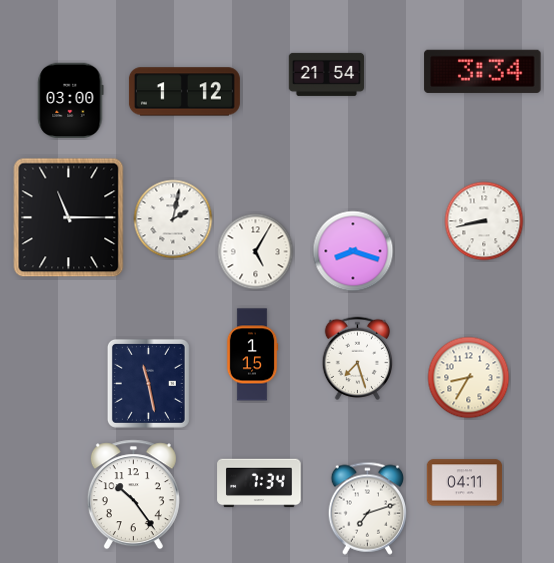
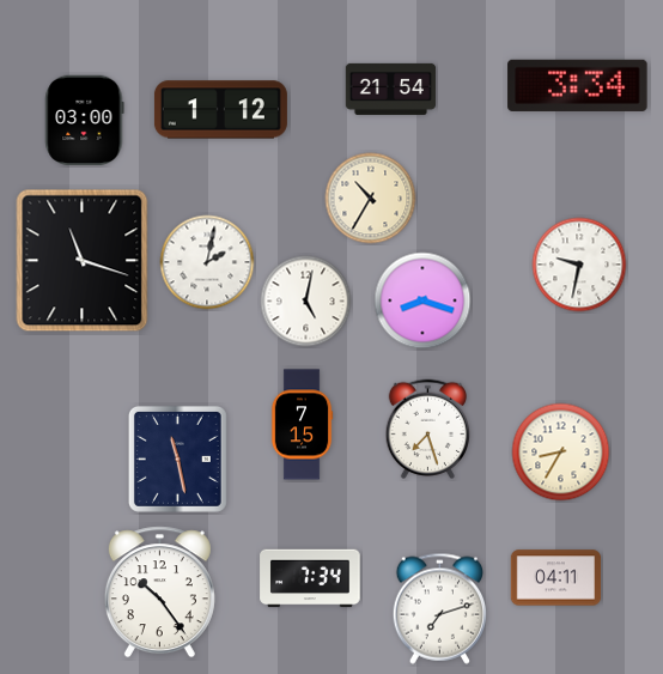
clock at (371, 199): none -> 10:35
clock at (69, 218): 11:15 -> 11:18
clock at (484, 221): 8:43 -> 9:32
clock at (256, 252): 5:05 -> 5:02
clock at (252, 355): 1:15 -> 7:15
